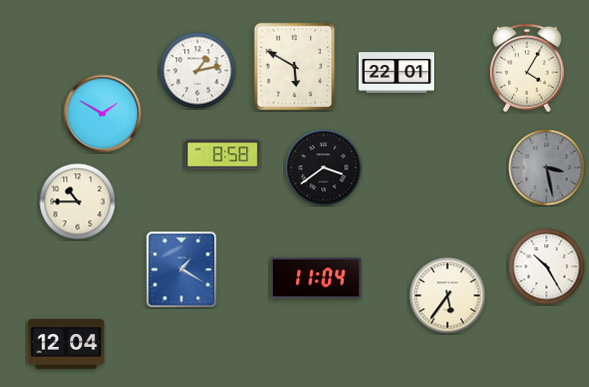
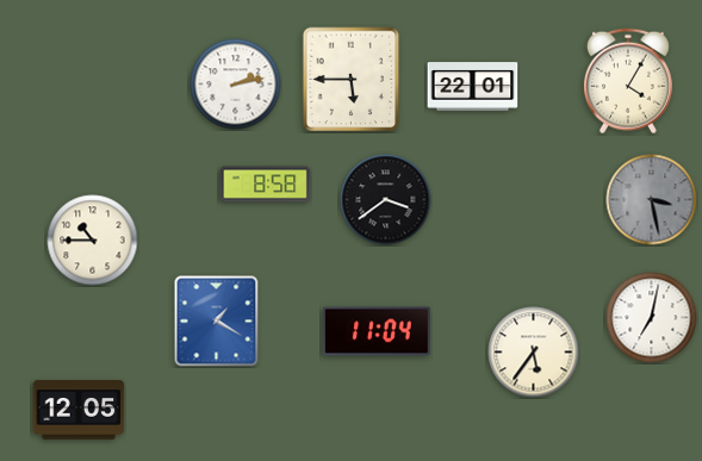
clock at (295, 67): 5:50 -> 5:45
clock at (198, 71): 1:13 -> 2:13
clock at (103, 114): 1:50 -> none
clock at (547, 267): 10:25 -> 7:02
clock at (66, 344): 12:04 -> 12:05
